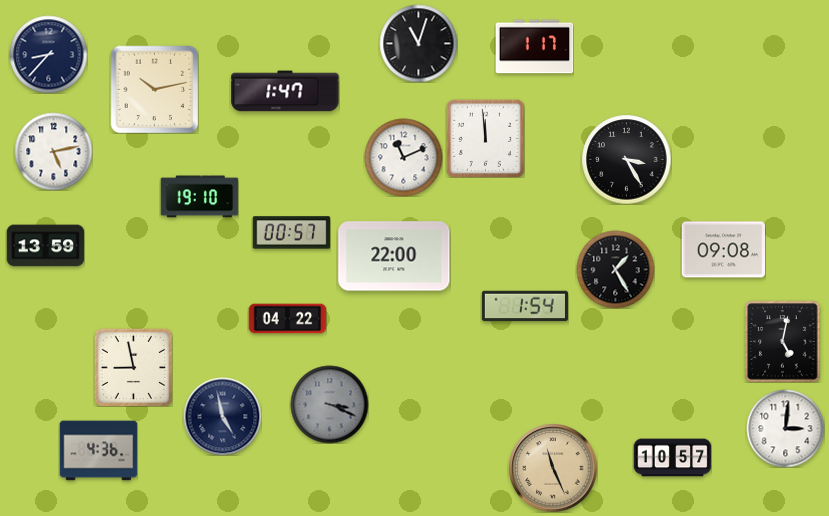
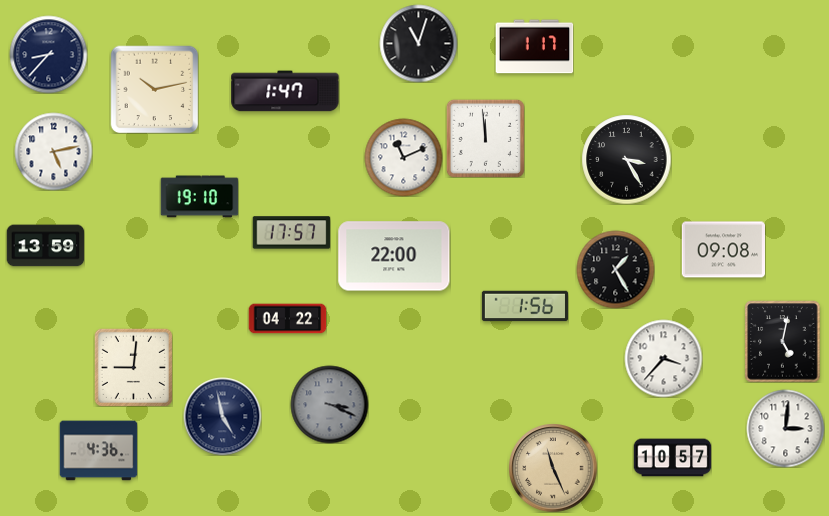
clock at (291, 233): 00:57 -> 17:57
clock at (525, 306): 1:54 -> 1:56
clock at (663, 358): none -> 3:37
clock at (133, 367): 8:58 -> 9:01
